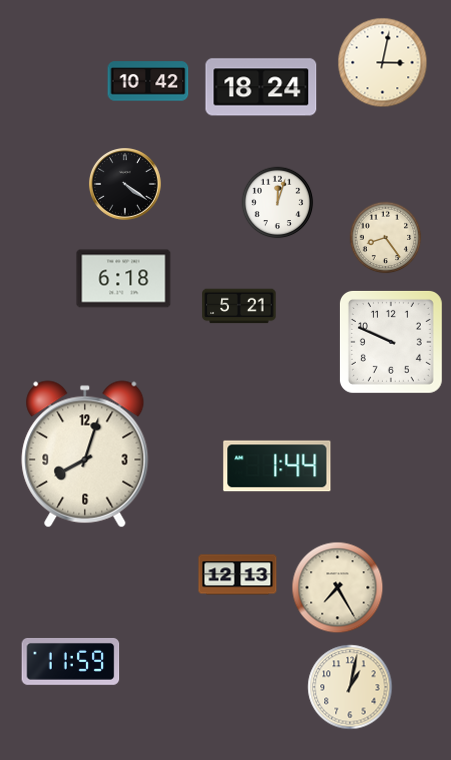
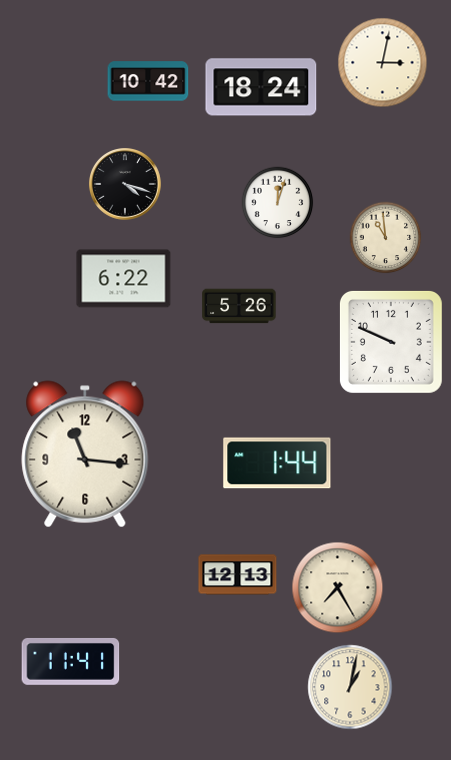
clock at (126, 185): 4:21 -> 4:18
clock at (386, 238): 8:24 -> 10:59
clock at (124, 279): 6:18 -> 6:22
clock at (239, 306): 5:21 -> 5:26
clock at (85, 454): 8:03 -> 11:16
clock at (277, 466) position: (277, 466) -> (277, 463)
clock at (71, 661): 11:59 -> 11:41
